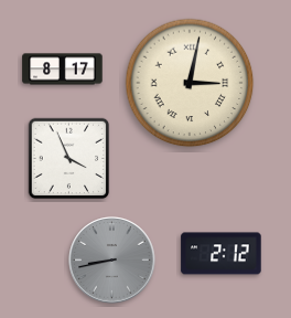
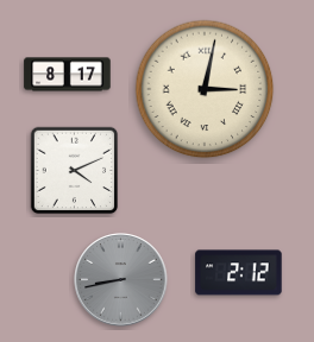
clock at (69, 159): 3:56 -> 4:11
